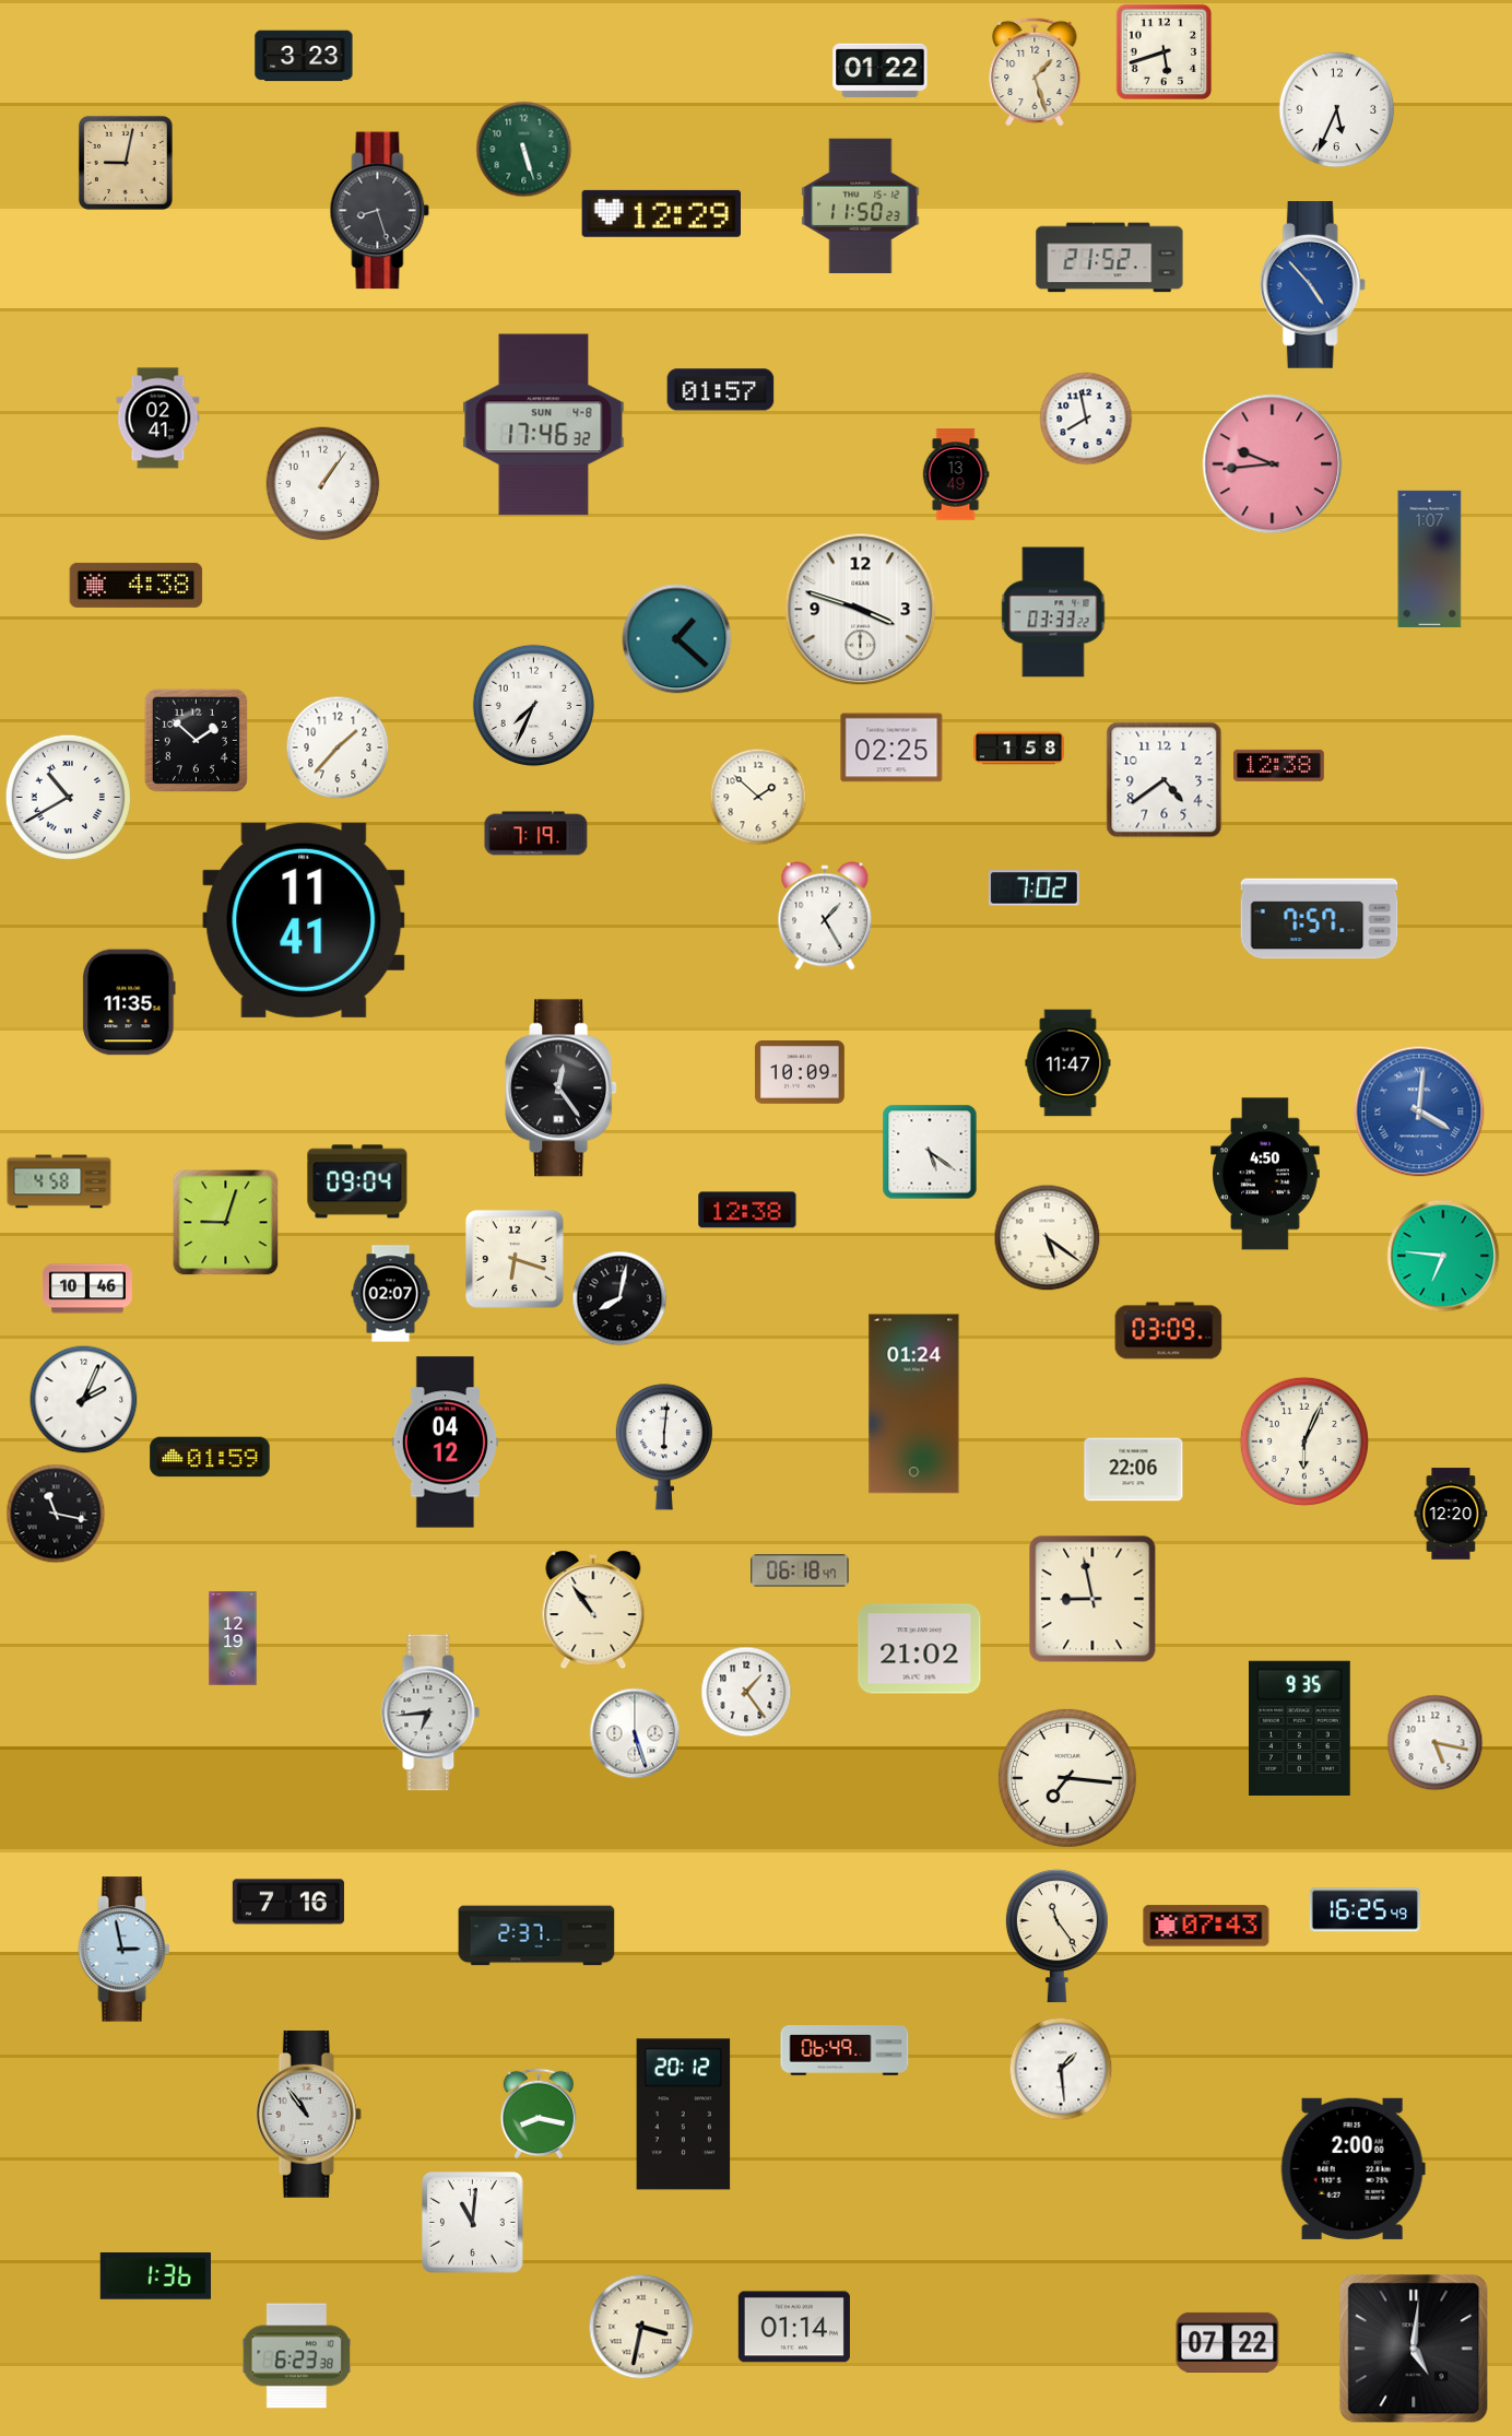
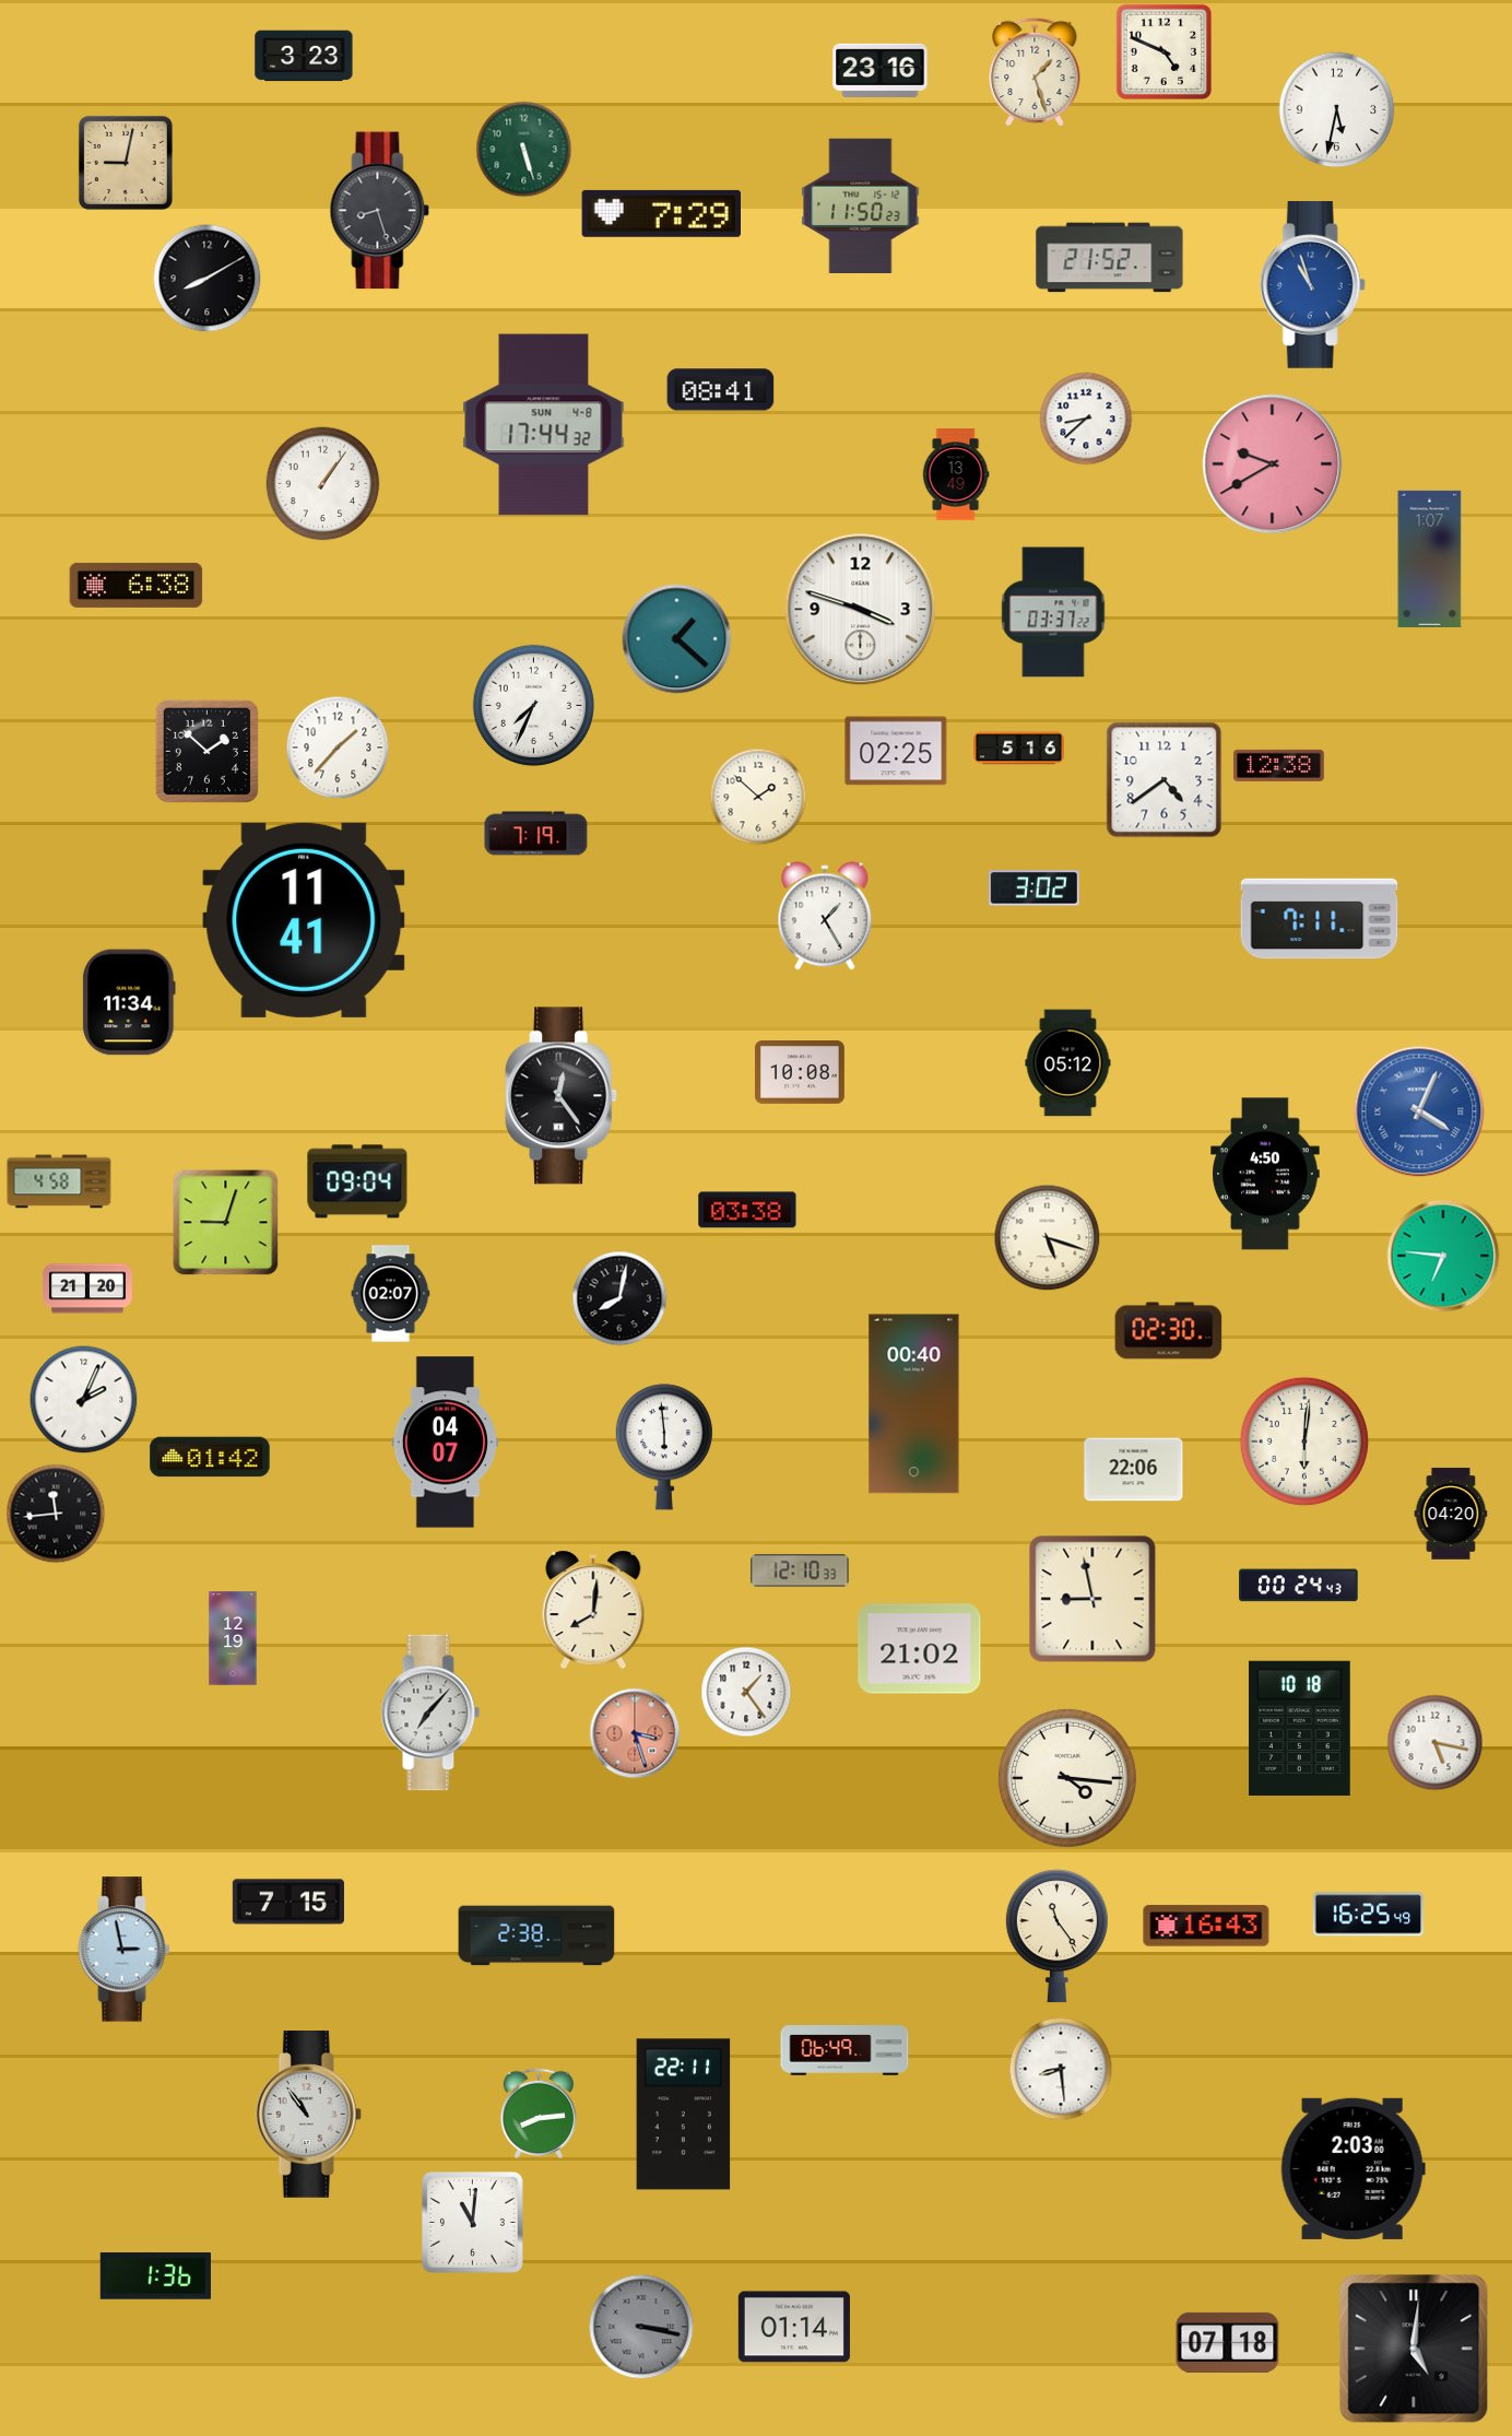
clock at (1163, 51): 5:42 -> 4:49
clock at (881, 71): 01:22 -> 23:16
clock at (1337, 110): 5:34 -> 5:32
clock at (661, 213): 12:29 -> 7:29
clock at (208, 279): none -> 8:10
clock at (1312, 285): 4:53 -> 10:57
clock at (721, 390): 01:57 -> 08:41
clock at (158, 419): 02:41 -> none
clock at (1086, 419): 7:58 -> 8:38
clock at (544, 425): 17:46 -> 17:44
clock at (1273, 464): 9:44 -> 9:40
clock at (137, 585): 4:38 -> 6:38
clock at (1053, 612): 03:33 -> 03:37
clock at (196, 740) position: (196, 740) -> (206, 751)
clock at (891, 748) position: (891, 748) -> (896, 751)
clock at (1019, 749): 1:58 -> 5:16
clock at (68, 797): 10:40 -> none
clock at (1033, 889): 7:02 -> 3:02
clock at (1320, 919): 7:57 -> 7:11
clock at (129, 1002): 11:35 -> 11:34
clock at (1068, 1063): 11:47 -> 05:12
clock at (800, 1073): 10:09 -> 10:08
clock at (562, 1088) position: (562, 1088) -> (562, 1096)
clock at (1419, 1111): 4:01 -> 4:04
clock at (930, 1152): 5:21 -> none
clock at (747, 1210): 12:38 -> 03:38
clock at (1048, 1238): 5:21 -> 5:18
clock at (515, 1259): 6:18 -> none
clock at (88, 1288): 10:46 -> 21:20
clock at (1169, 1331): 03:09 -> 02:30
clock at (914, 1404): 01:24 -> 00:40
clock at (1304, 1441): 6:04 -> 6:01
clock at (445, 1443): 04:12 -> 04:07
clock at (664, 1447): 6:01 -> 5:59
clock at (210, 1457): 01:59 -> 01:42
clock at (56, 1514): 11:17 -> 11:44
clock at (1451, 1514): 12:20 -> 04:20
clock at (800, 1570): 06:18 -> 12:10
clock at (1299, 1586): none -> 00:24
clock at (593, 1610): 10:54 -> 8:01
clock at (430, 1713): 6:44 -> 7:07
clock at (1300, 1728): 9:35 -> 10:18
clock at (635, 1733): 5:27 -> 3:27
clock at (635, 1733) dial: white -> salmon
clock at (1067, 1778): 7:16 -> 4:16
clock at (288, 1902): 7:16 -> 7:15
clock at (1365, 1910) position: (1365, 1910) -> (1368, 1915)
clock at (1206, 1926): 07:43 -> 16:43
clock at (536, 1935): 2:37 -> 2:38
clock at (1061, 2069): 1:29 -> 8:29
clock at (538, 2114): 8:17 -> 8:14
clock at (684, 2115): 20:12 -> 22:11
clock at (1352, 2168): 2:00 -> 2:03
clock at (641, 2327): 3:32 -> 3:17
clock at (641, 2327) dial: cream -> grey
clock at (1228, 2342): 07:22 -> 07:18
clock at (297, 2356): 6:23 -> none
